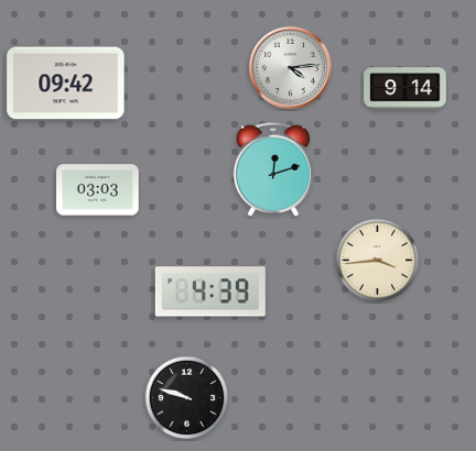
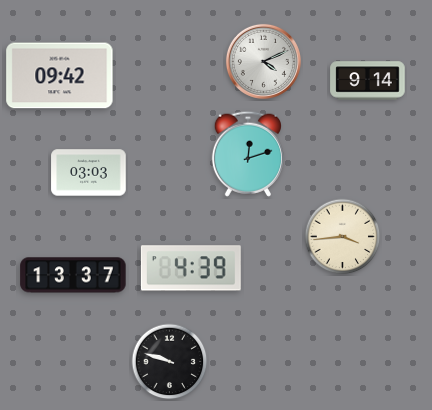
clock at (290, 67): 4:14 -> 4:11
clock at (210, 291) position: (210, 291) -> (191, 268)
clock at (73, 275): none -> 13:37
